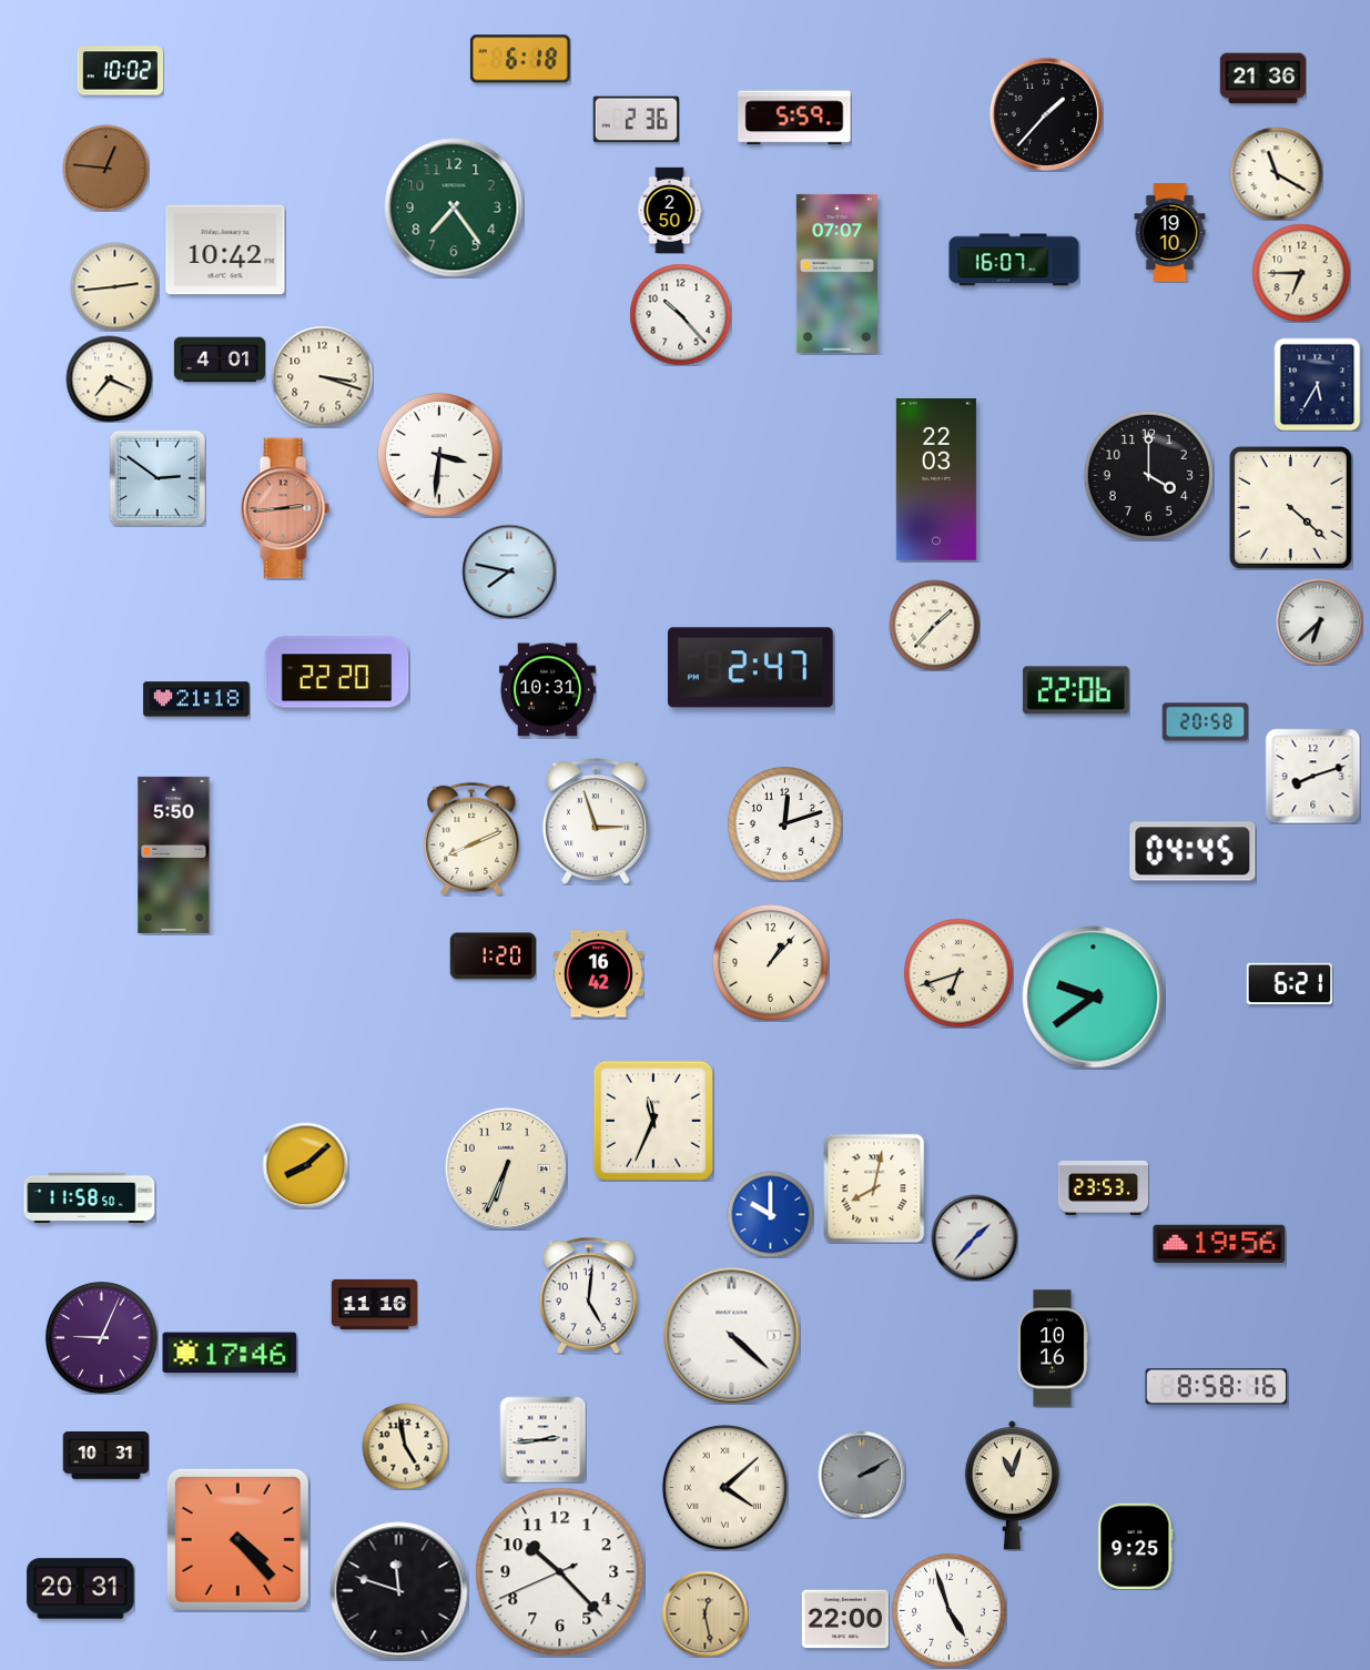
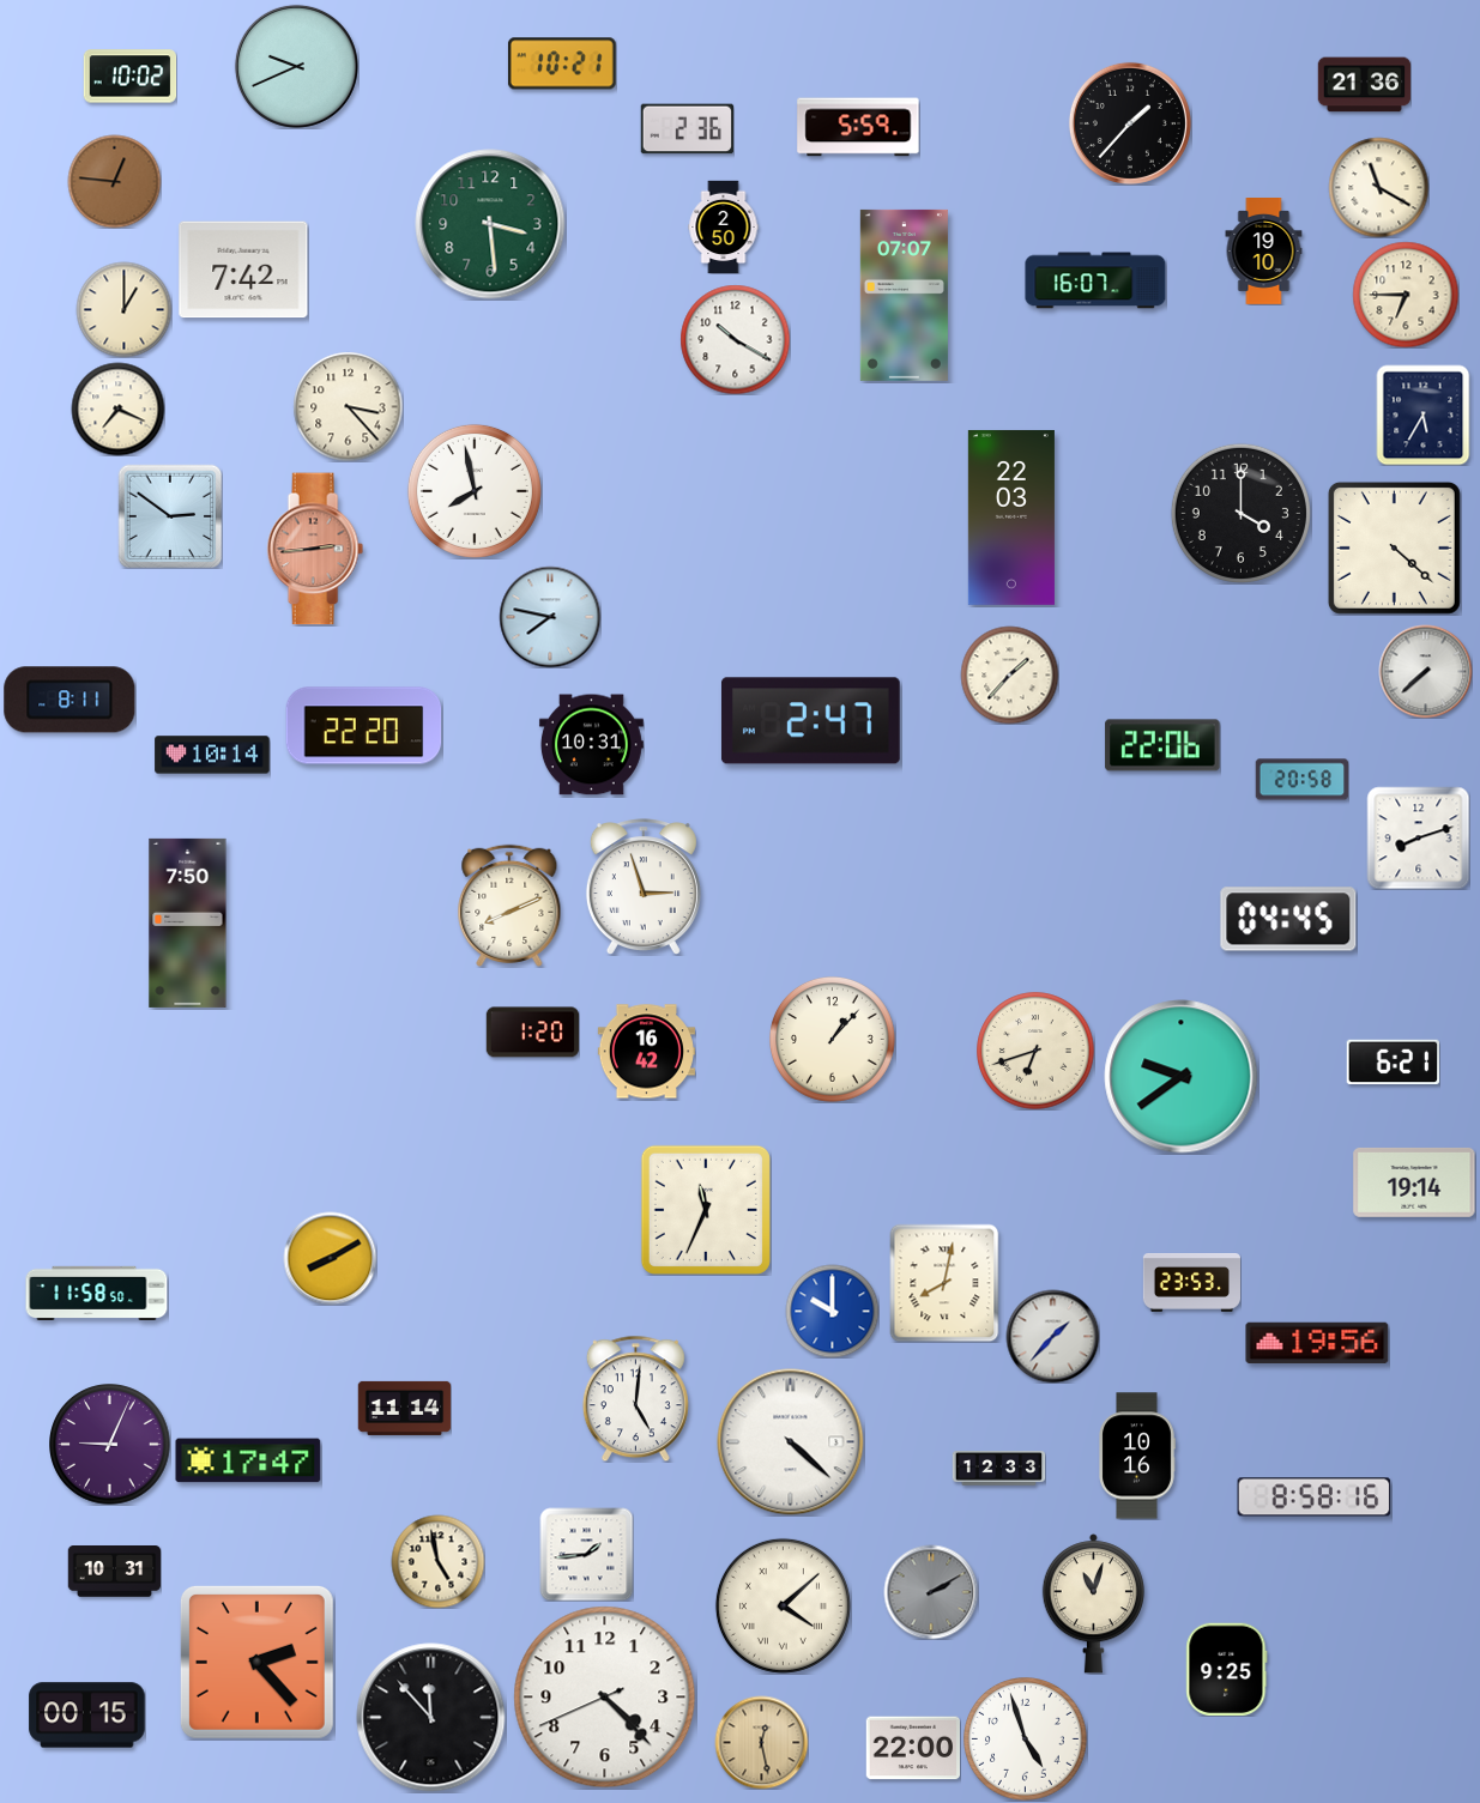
clock at (520, 59): 6:18 -> 10:21
clock at (296, 66): none -> 9:41
clock at (454, 208): 7:24 -> 3:29
clock at (225, 250): 10:42 -> 7:42
clock at (114, 286): 2:44 -> 1:00
clock at (680, 314): 10:23 -> 10:20
clock at (220, 360): 4:01 -> none
clock at (322, 376): 3:18 -> 3:23
clock at (439, 455): 3:31 -> 7:58
clock at (285, 508) position: (285, 508) -> (315, 549)
clock at (1319, 621): 6:38 -> 7:38
clock at (70, 700): none -> 8:11
clock at (196, 699): 21:18 -> 10:14
clock at (785, 824): 12:12 -> none
clock at (174, 854): 5:50 -> 7:50
clock at (1414, 1182): none -> 19:14
clock at (305, 1165): 8:08 -> 8:10
clock at (506, 1168): 6:34 -> none
clock at (374, 1304): 11:16 -> 11:14
clock at (230, 1353): 17:46 -> 17:47
clock at (998, 1469): none -> 12:33
clock at (542, 1439): 2:44 -> 1:44
clock at (237, 1539): 4:23 -> 2:23
clock at (560, 1572): 10:22 -> 4:22
clock at (81, 1589): 20:31 -> 00:15
clock at (399, 1591): 11:48 -> 11:53
